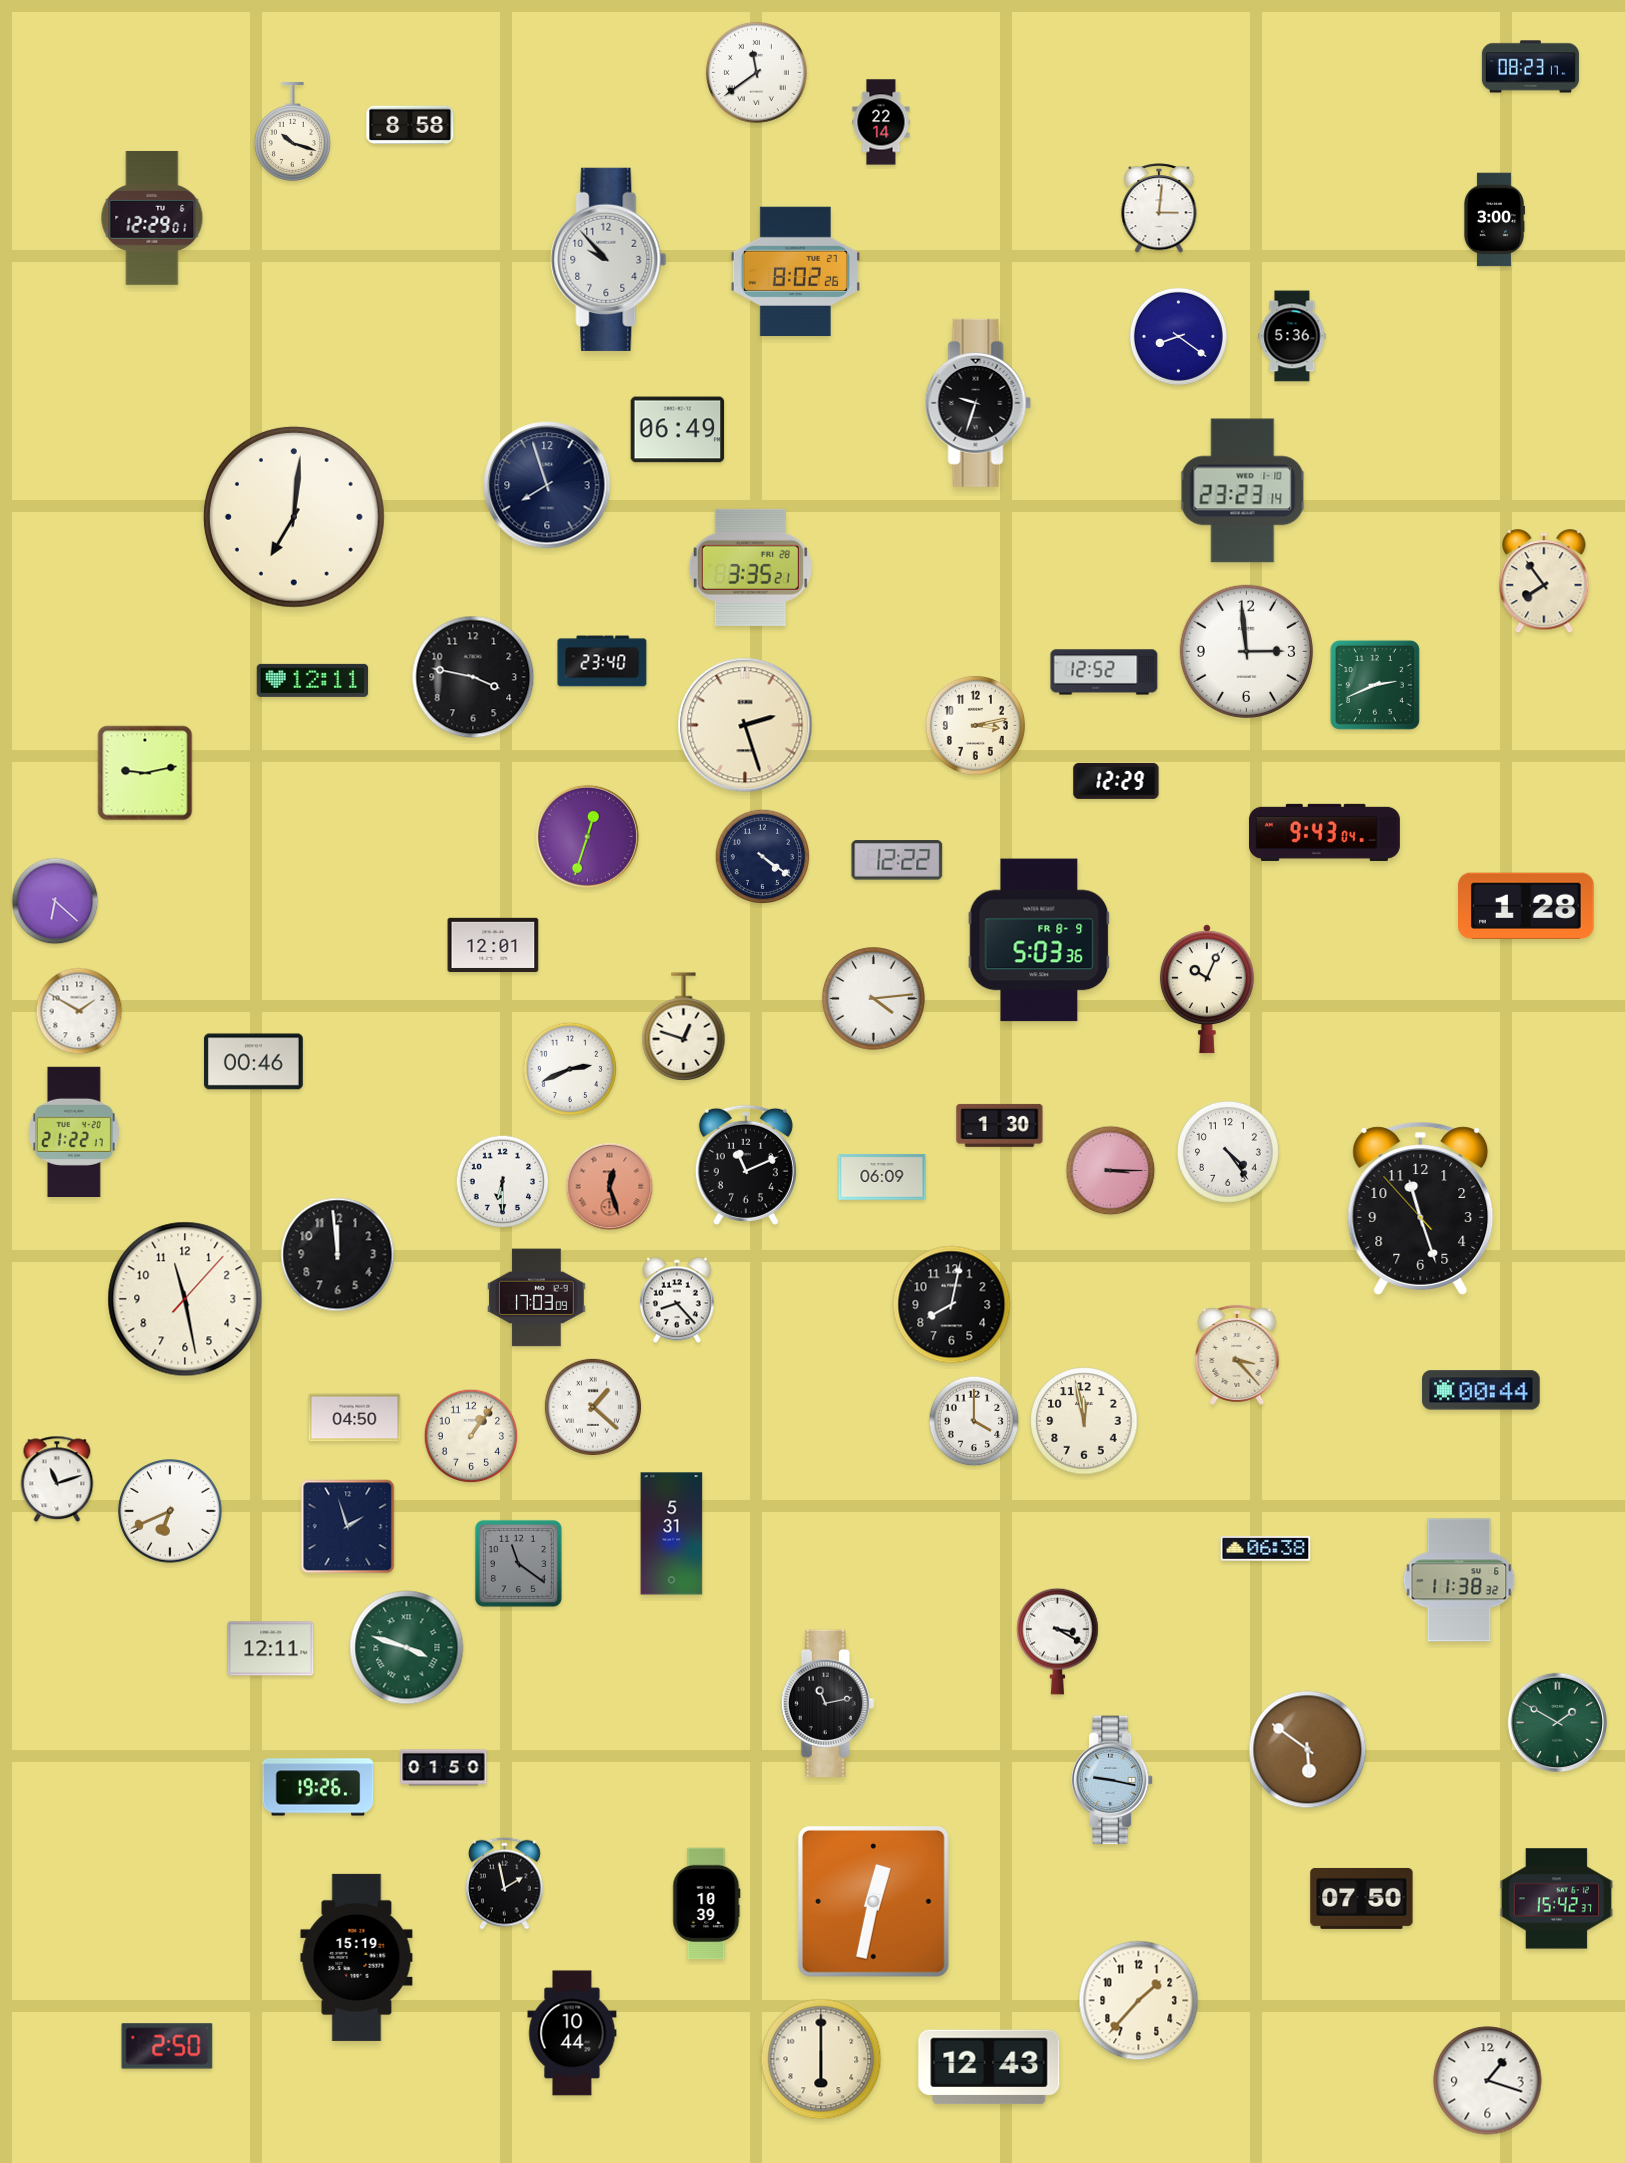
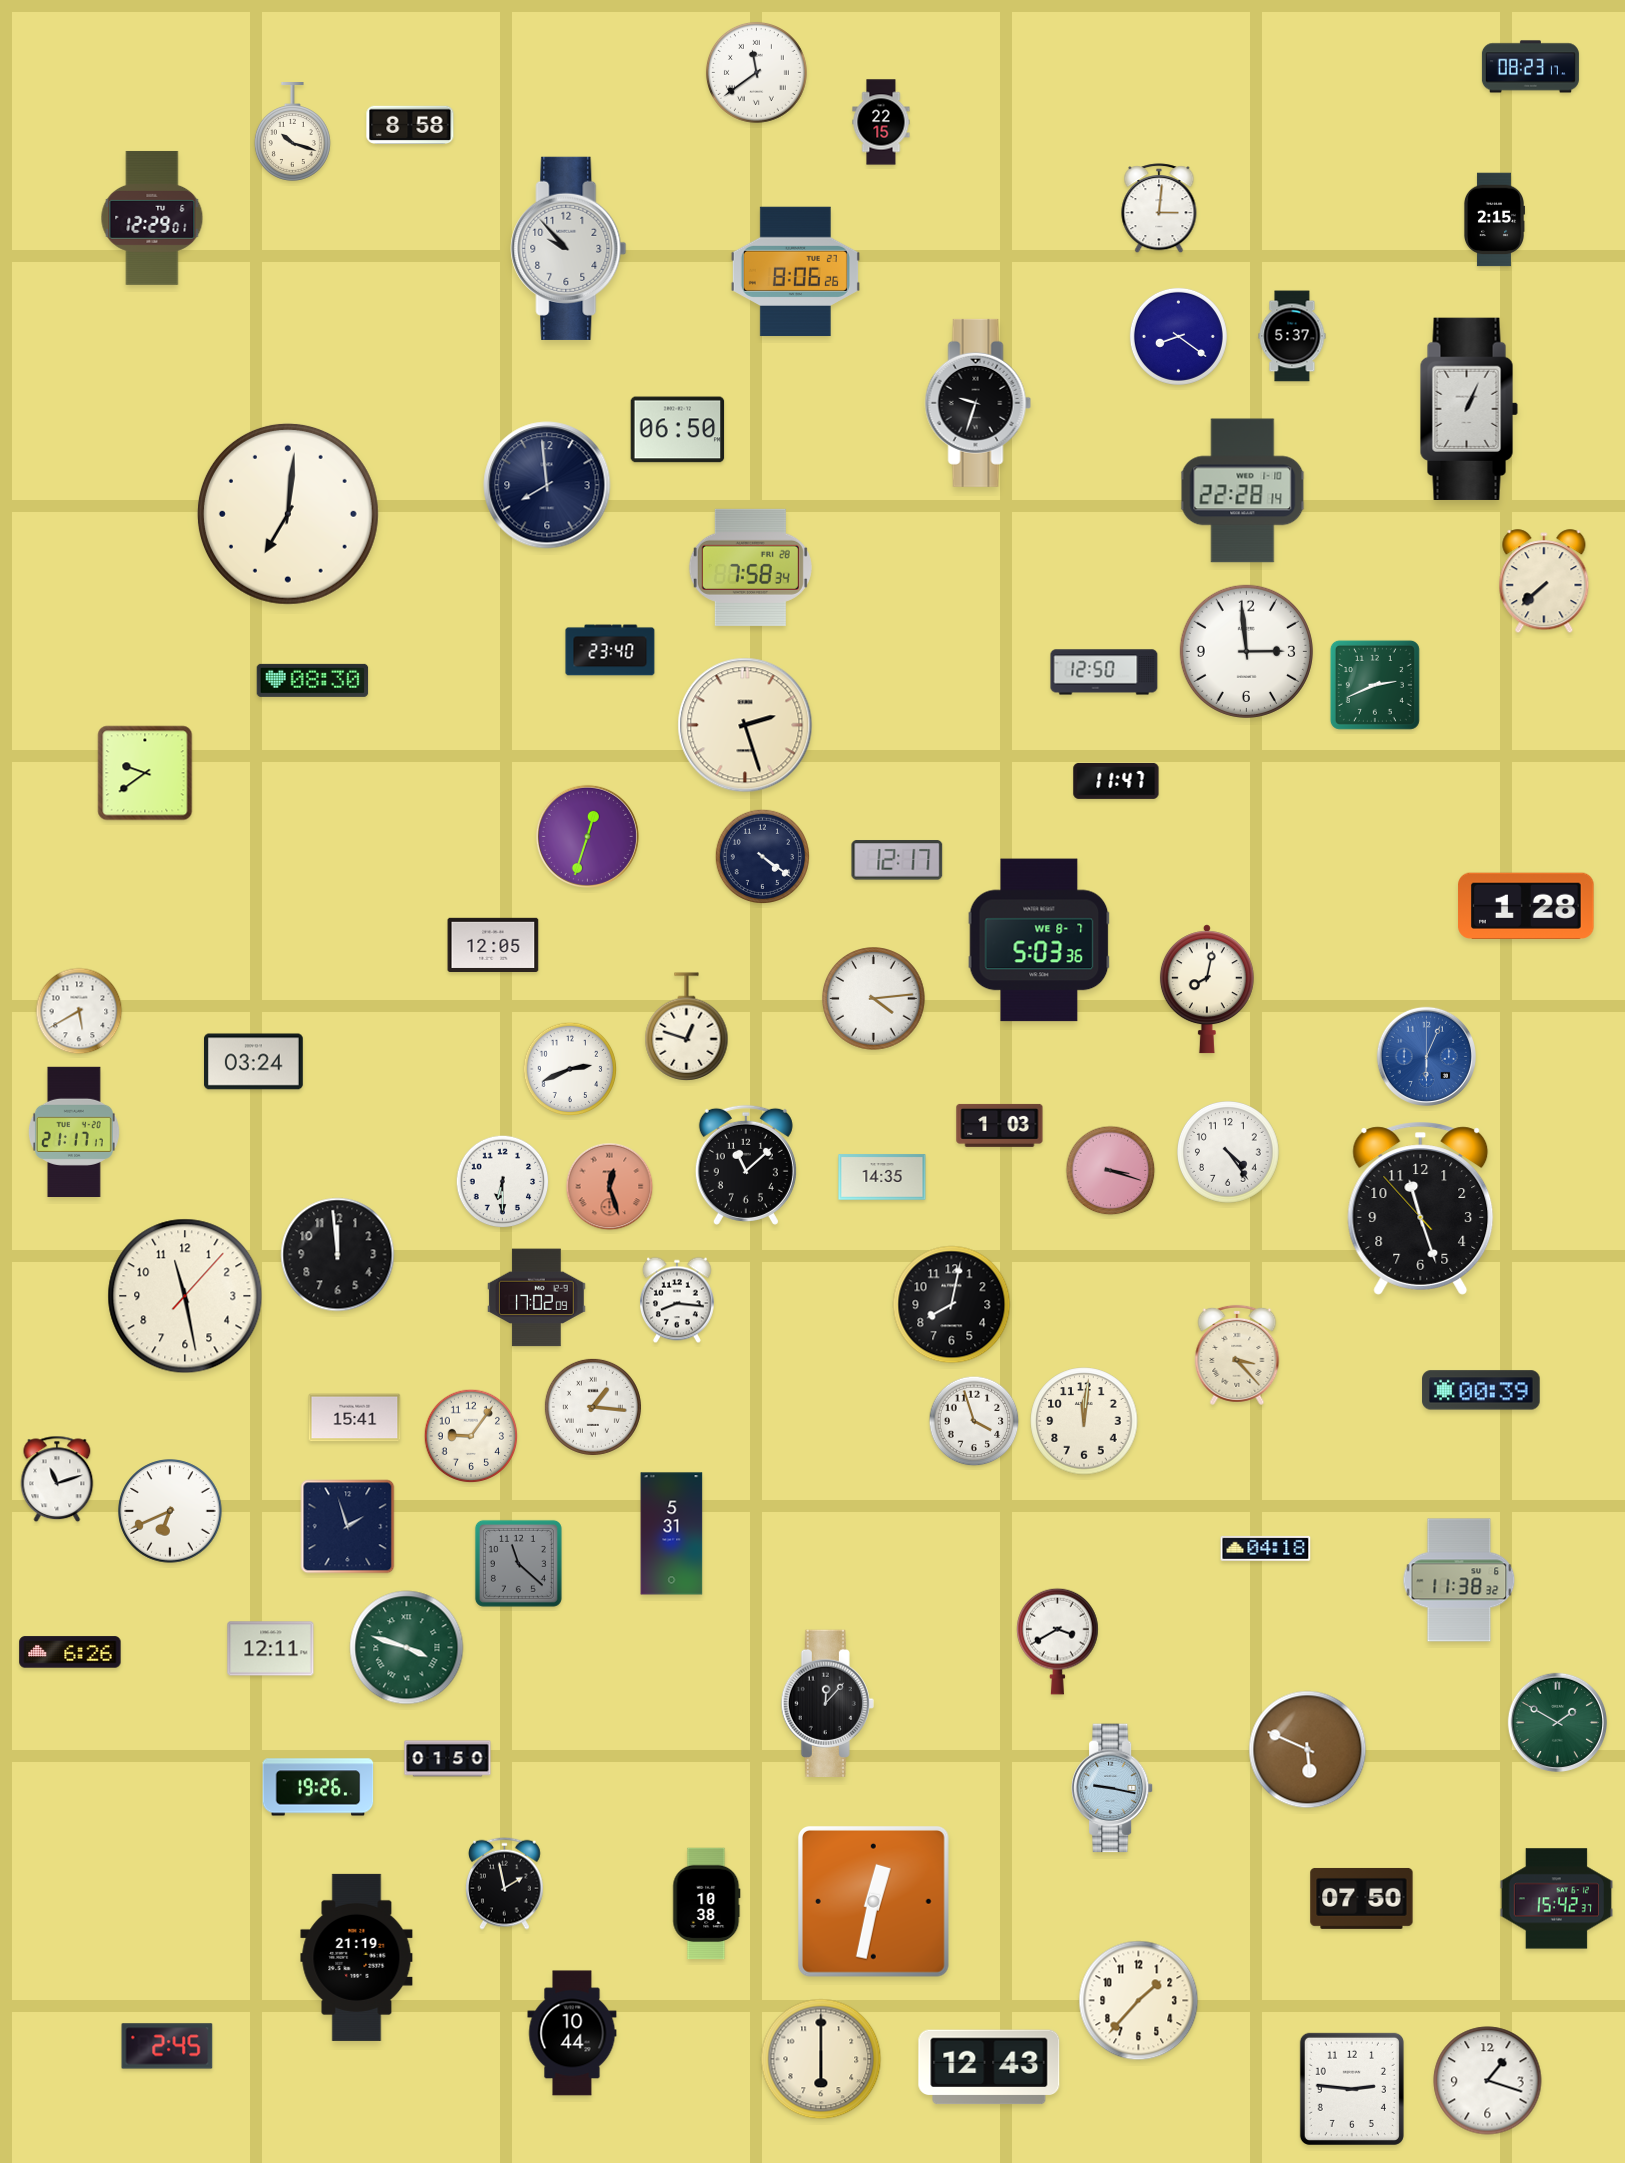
clock at (881, 122): 22:14 -> 22:15
clock at (1493, 220): 3:00 -> 2:15
clock at (609, 259) position: (609, 259) -> (569, 248)
clock at (795, 272): 8:02 -> 8:06
clock at (1292, 336): 5:36 -> 5:37
clock at (1469, 409): none -> 1:04
clock at (678, 430): 06:49 -> 06:50
clock at (547, 485): 7:57 -> 7:59
clock at (1243, 491): 23:23 -> 22:28
clock at (294, 517) position: (294, 517) -> (288, 514)
clock at (750, 567): 3:35 -> 7:58
clock at (1544, 582): 7:54 -> 7:38
clock at (602, 661) position: (602, 661) -> (610, 650)
clock at (1104, 672): 12:52 -> 12:50
clock at (473, 677): 3:47 -> none
clock at (313, 680): 12:11 -> 08:30
clock at (975, 725): 3:13 -> none
clock at (145, 773): 9:13 -> 9:39
clock at (1116, 781): 12:29 -> 11:47
clock at (1324, 832): 9:43 -> none
clock at (897, 860): 12:22 -> 12:17
clock at (55, 901): 6:22 -> none
clock at (1039, 940) date: FR 8-9 -> WE 8-7
clock at (493, 944): 12:01 -> 12:05
clock at (1207, 989): 10:04 -> 8:02
clock at (79, 1011): 1:50 -> 5:40
clock at (684, 1027) position: (684, 1027) -> (687, 1027)
clock at (1426, 1056): none -> 6:04
clock at (254, 1062): 00:46 -> 03:24
clock at (1000, 1125): 1:30 -> 1:03
clock at (74, 1131): 21:22 -> 21:17
clock at (746, 1165): 11:11 -> 11:08
clock at (1111, 1171): 3:15 -> 3:18
clock at (882, 1177): 06:09 -> 14:35
clock at (536, 1298): 17:03 -> 17:02
clock at (185, 1299) position: (185, 1299) -> (185, 1296)
clock at (678, 1300): 8:23 -> 8:16
clock at (1481, 1390): 00:44 -> 00:39
clock at (593, 1407): 1:22 -> 1:16
clock at (355, 1418): 04:50 -> 15:41
clock at (974, 1421): 4:00 -> 3:57
clock at (1084, 1421): 11:58 -> 12:01
clock at (471, 1436): 1:06 -> 9:06
clock at (1266, 1548): 06:38 -> 04:18
clock at (518, 1563): 11:21 -> 11:22
clock at (1058, 1641): 3:20 -> 3:40
clock at (70, 1652): none -> 6:26
clock at (827, 1703): 11:13 -> 12:07
clock at (1308, 1750): 5:51 -> 5:49
clock at (444, 1768) position: (444, 1768) -> (448, 1759)
clock at (1113, 1780) position: (1113, 1780) -> (1113, 1788)
clock at (707, 1904): 10:39 -> 10:38
clock at (357, 1957): 15:19 -> 21:19
clock at (167, 2046): 2:50 -> 2:45
clock at (1352, 2089): none -> 2:46
